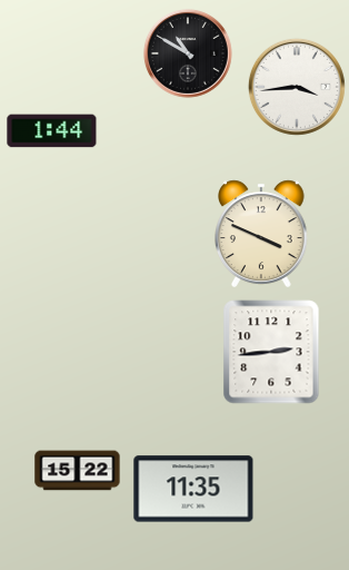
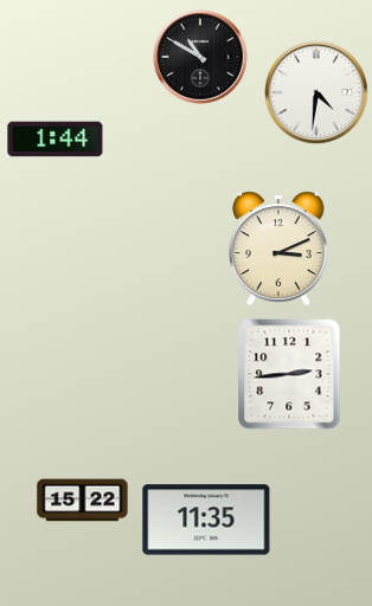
clock at (297, 87): 3:44 -> 4:31
clock at (262, 234): 3:49 -> 3:11
